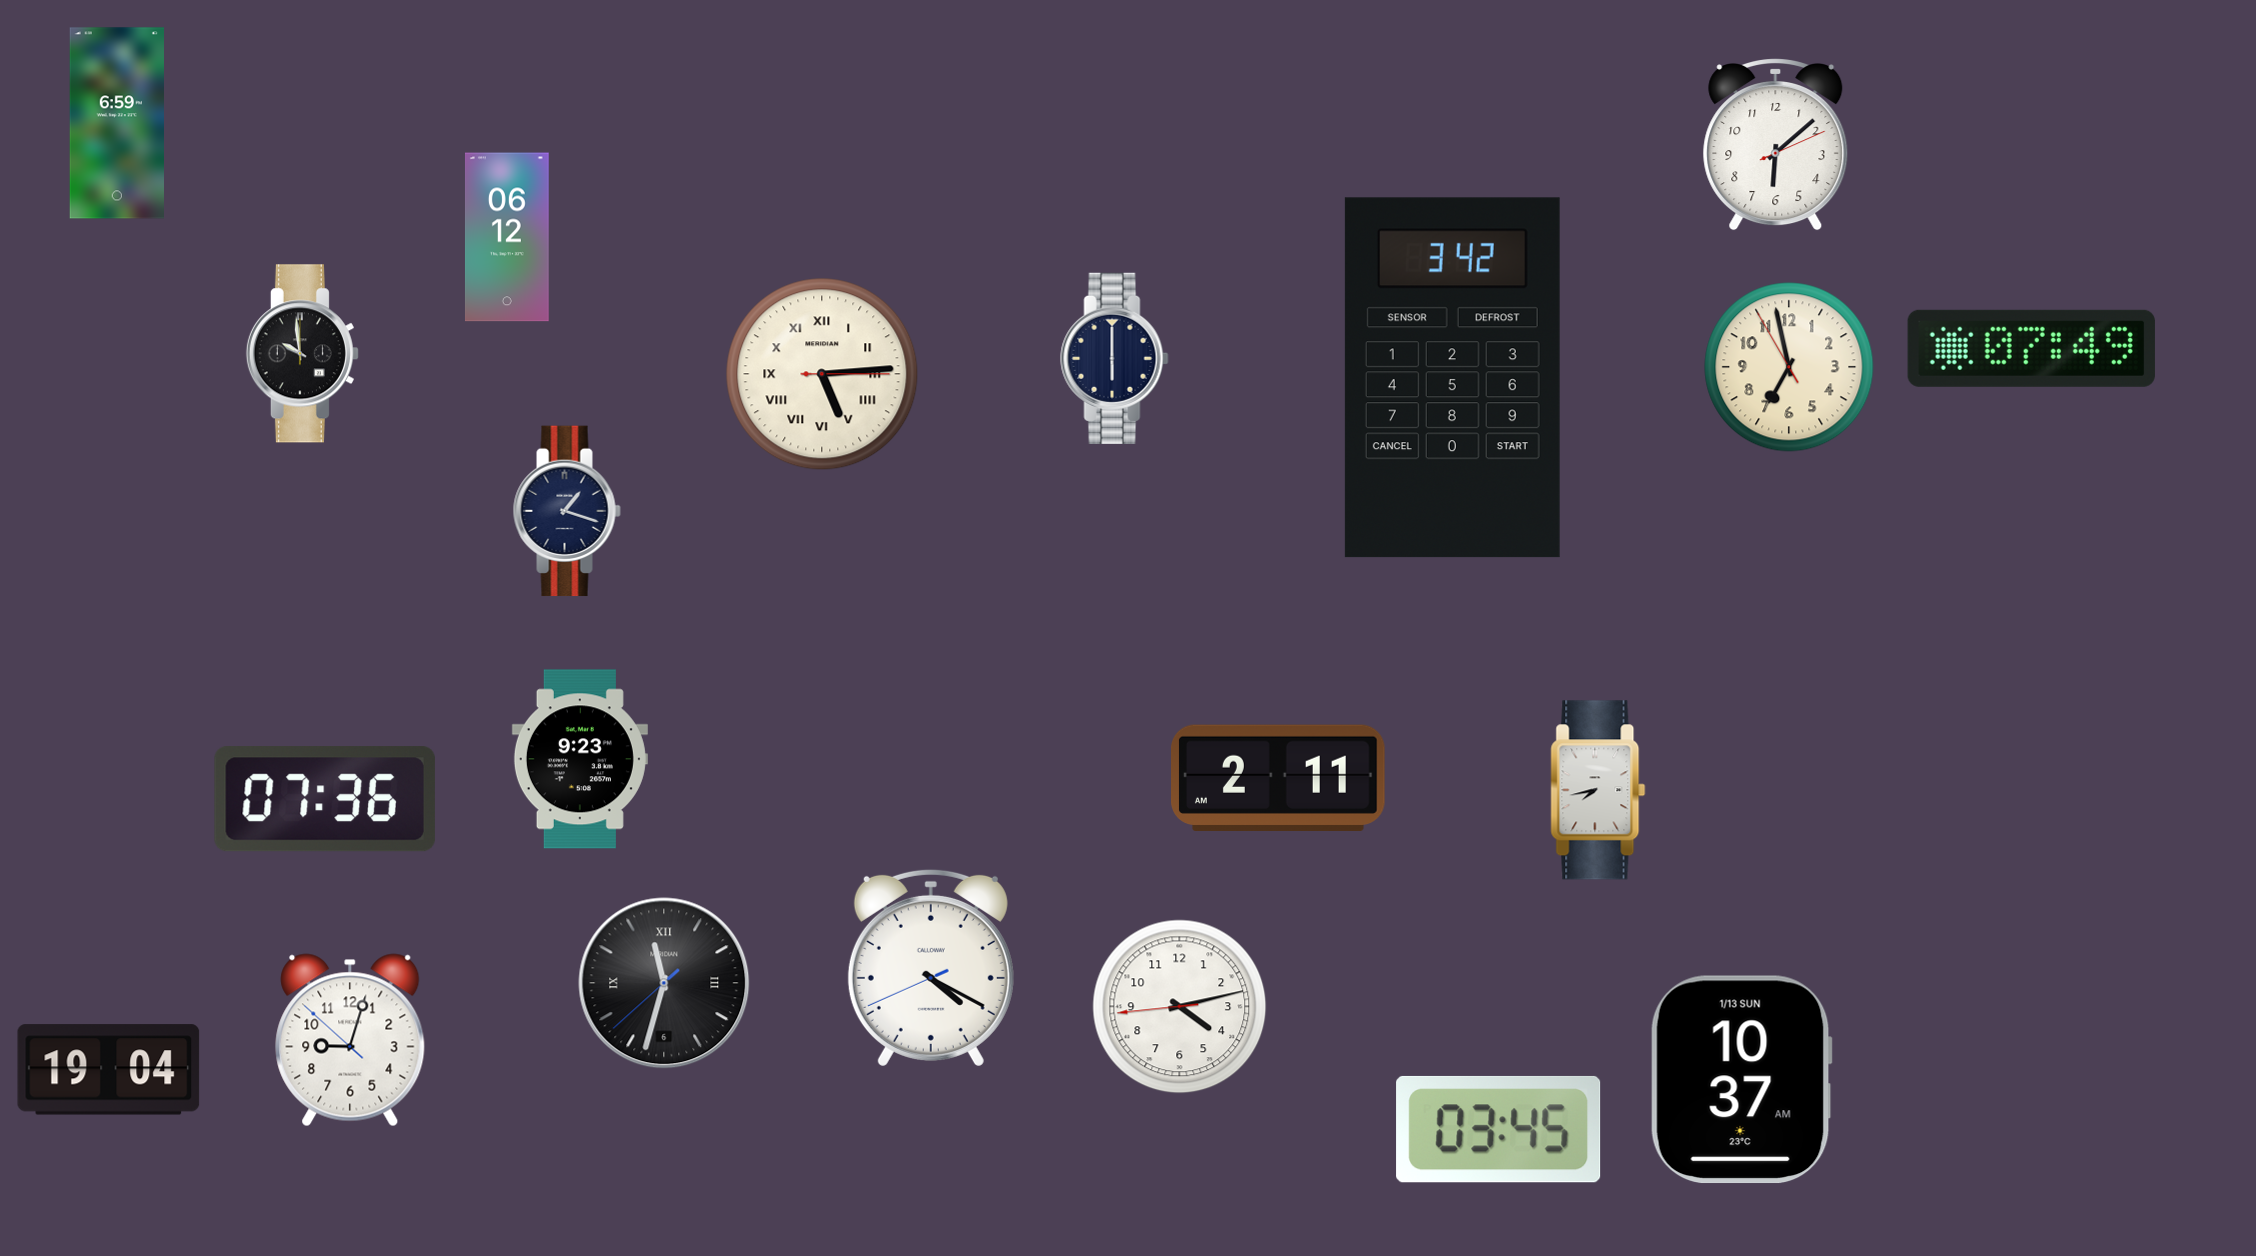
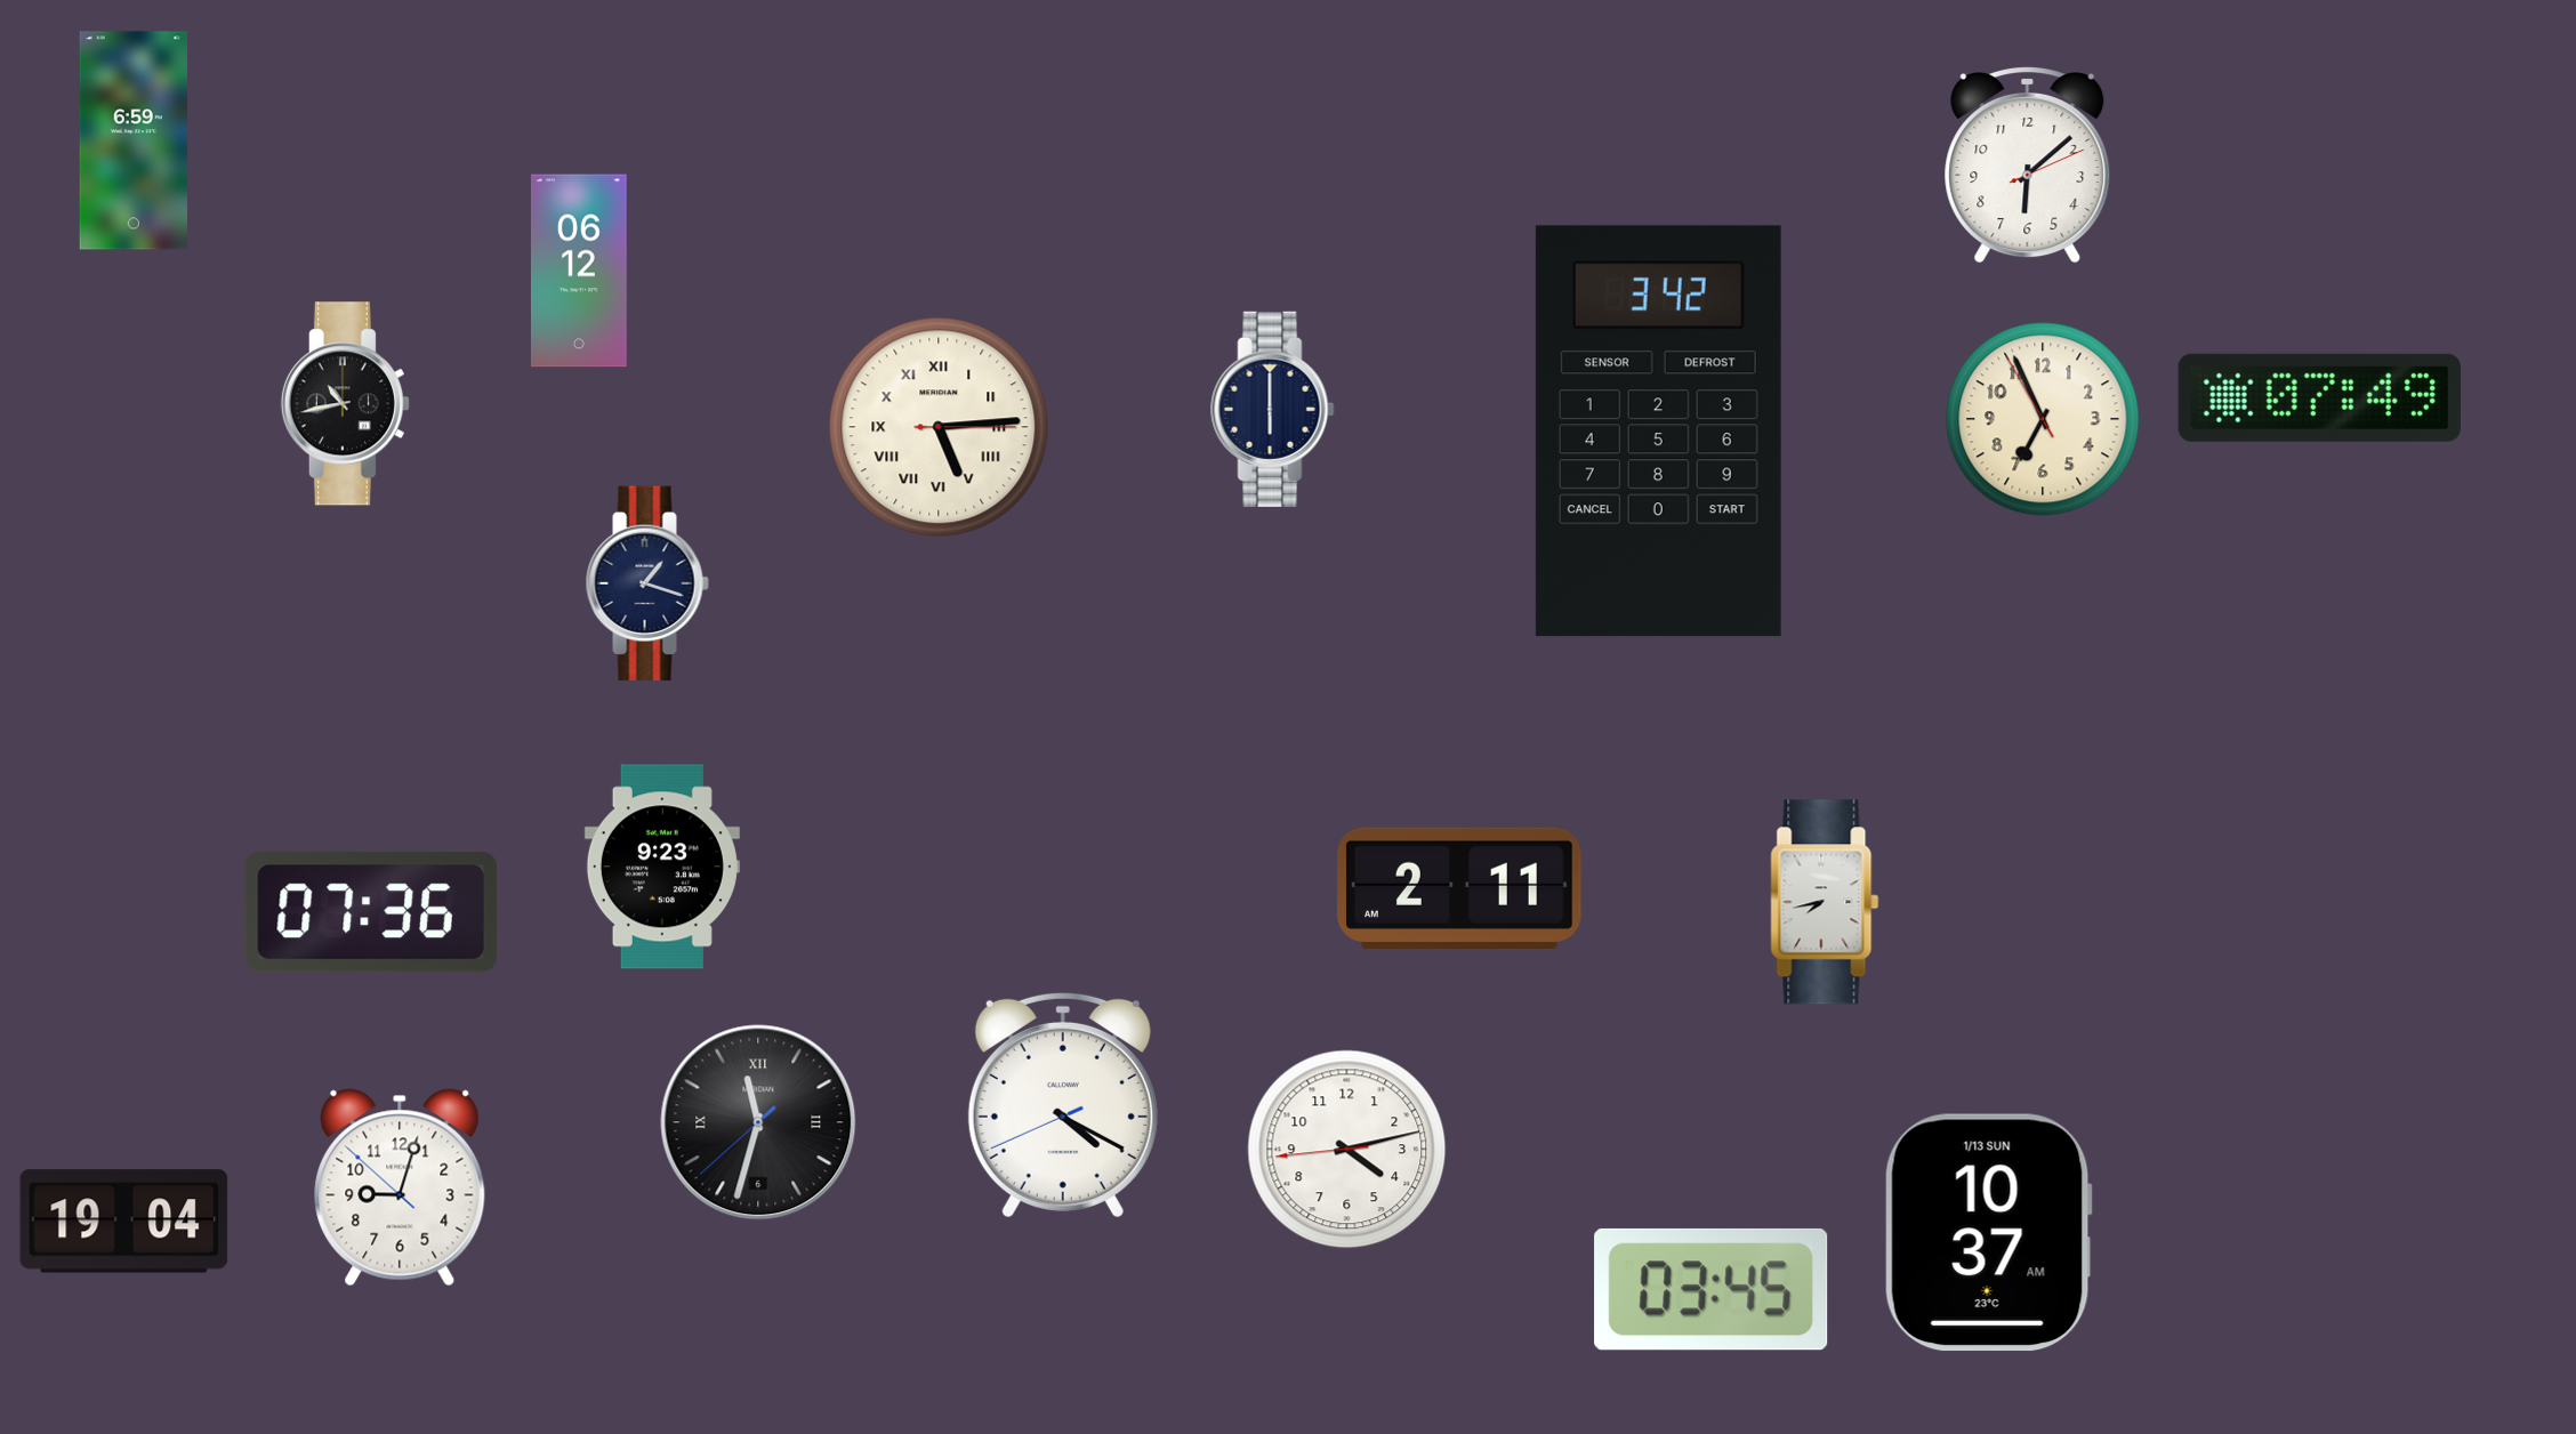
clock at (302, 354): 9:59 -> 10:43
clock at (1789, 367): 6:57 -> 6:55
